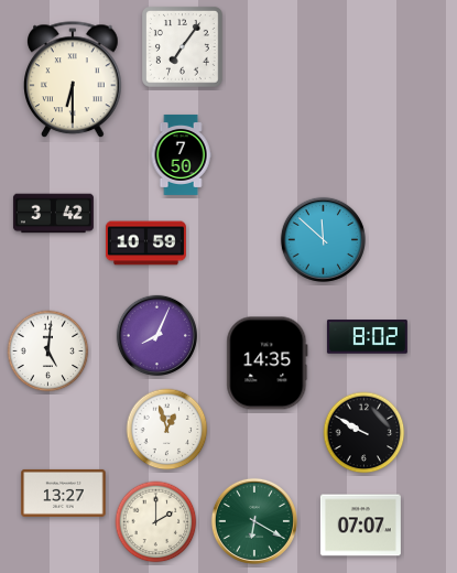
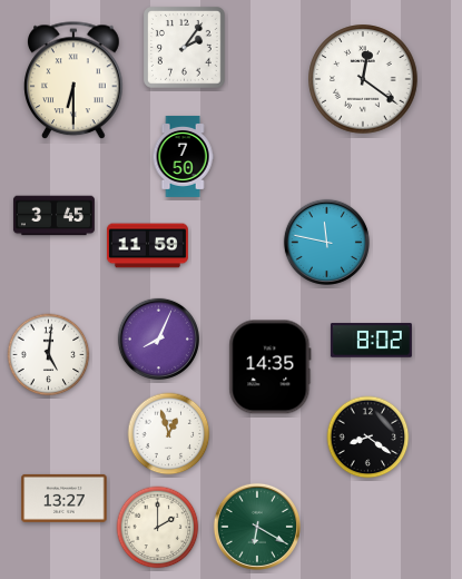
clock at (183, 47): 7:06 -> 2:06
clock at (363, 79): none -> 12:21
clock at (53, 214): 3:42 -> 3:45
clock at (323, 239): 11:52 -> 11:47
clock at (145, 244): 10:59 -> 11:59
clock at (364, 433): 9:50 -> 8:21
clock at (360, 526): 07:07 -> none
